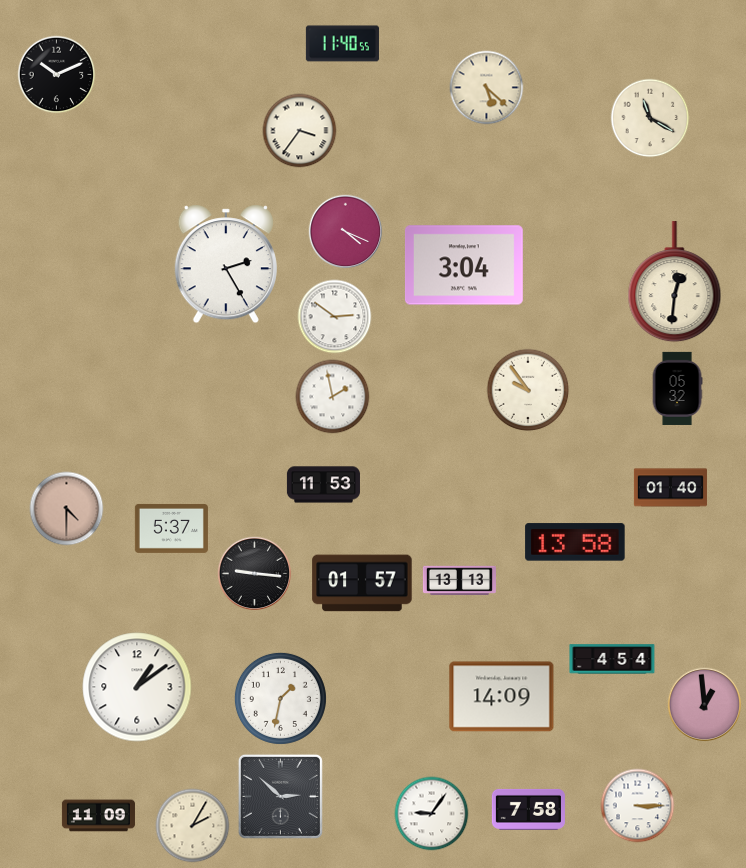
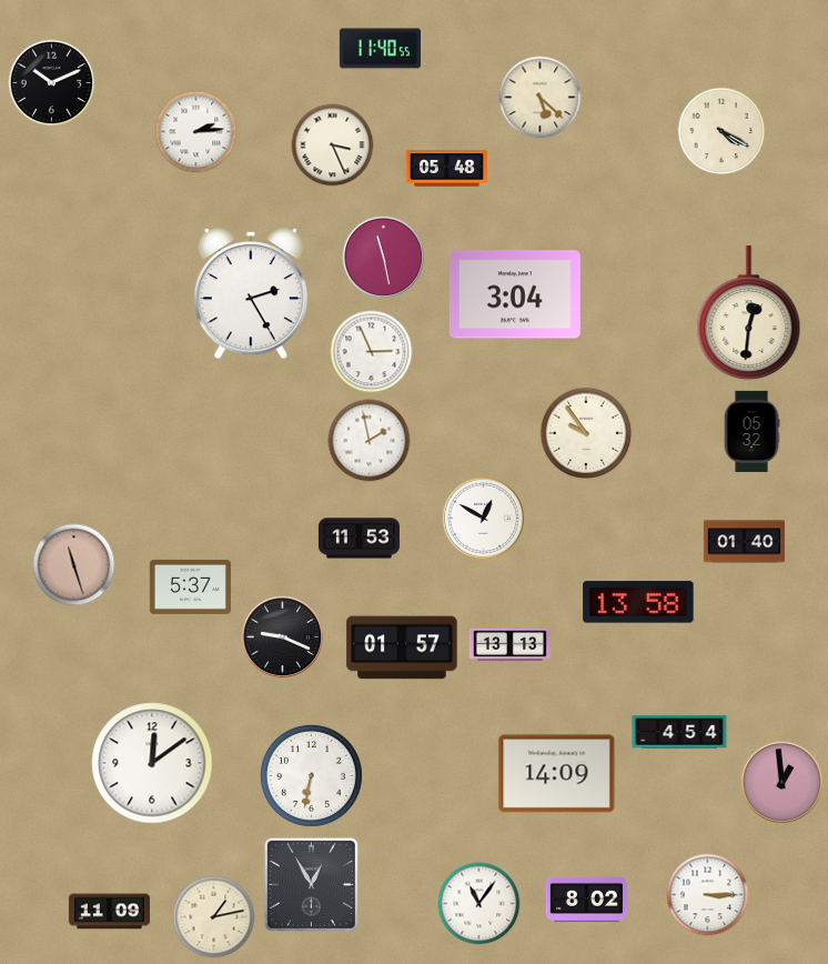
clock at (57, 75) position: (57, 75) -> (52, 83)
clock at (650, 118): 11:20 -> 4:20
clock at (196, 132): none -> 2:14
clock at (300, 131): 3:36 -> 3:26
clock at (446, 169): none -> 05:48
clock at (346, 232): 4:19 -> 11:28
clock at (335, 317): 2:51 -> 2:56
clock at (484, 519): none -> 12:50
clock at (67, 509): 4:30 -> 11:27
clock at (255, 574): 9:16 -> 9:19
clock at (137, 687): 1:09 -> 12:09
clock at (280, 698): 1:32 -> 6:32
clock at (280, 796): 2:52 -> 12:55
clock at (528, 809): 7:58 -> 8:02
clock at (432, 814): 9:06 -> 11:06
clock at (98, 816) position: (98, 816) -> (109, 912)
clock at (193, 826): 2:05 -> 1:13
